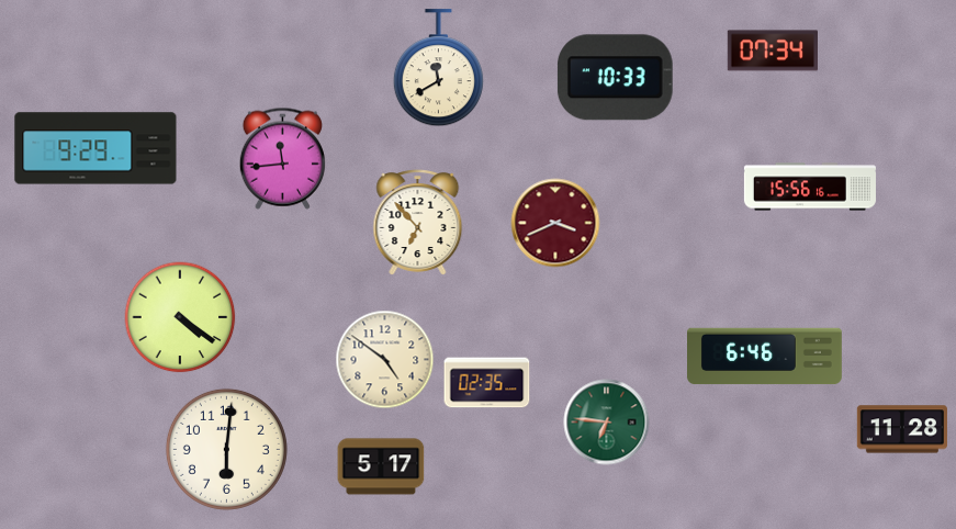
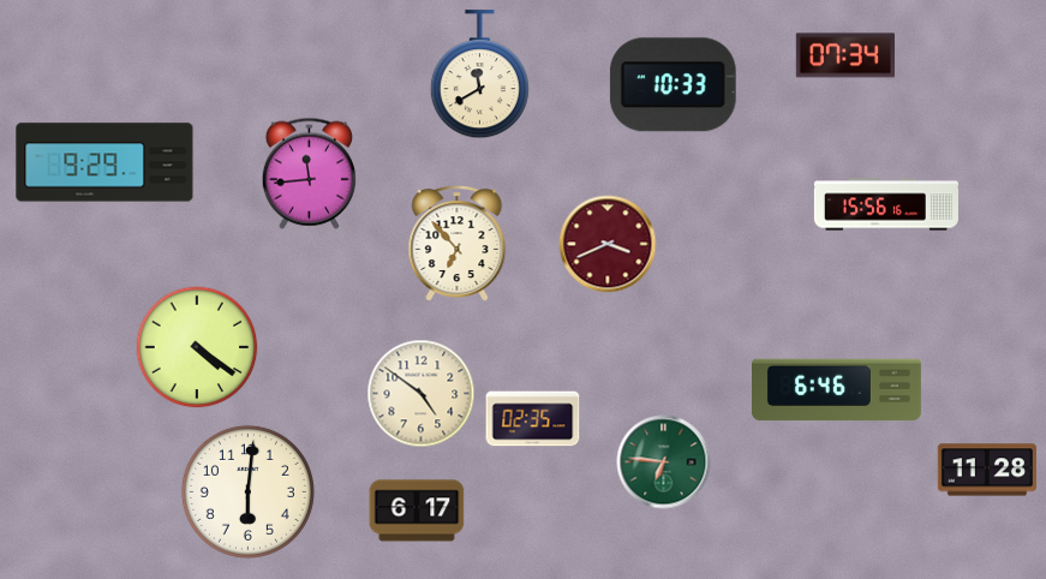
clock at (381, 466): 5:17 -> 6:17
